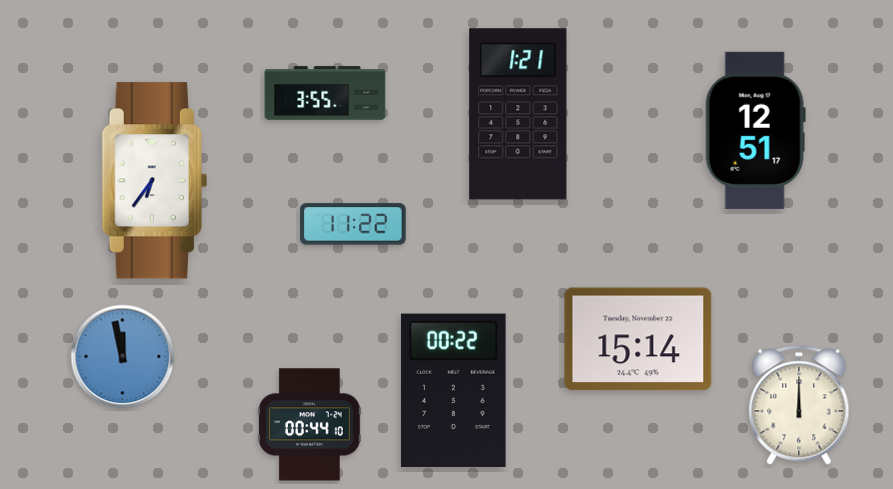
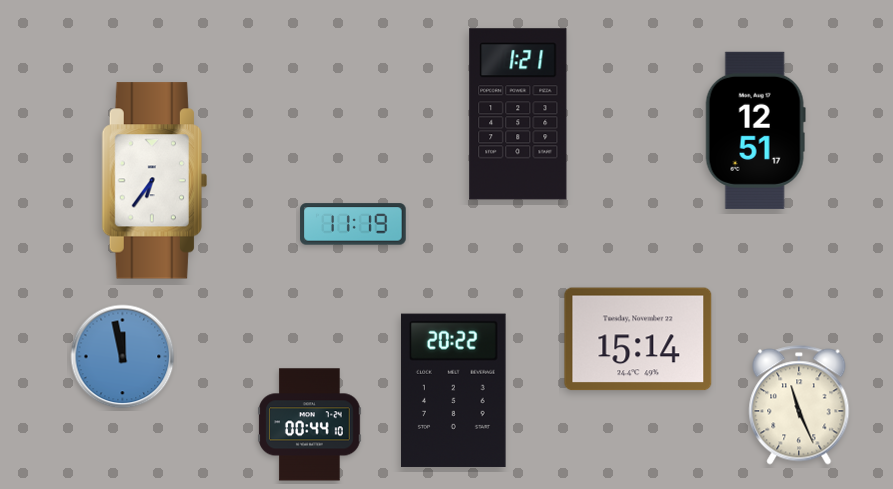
clock at (325, 93): 3:55 -> none
clock at (353, 224): 11:22 -> 11:19
clock at (453, 390): 00:22 -> 20:22
clock at (799, 405): 12:00 -> 11:26
